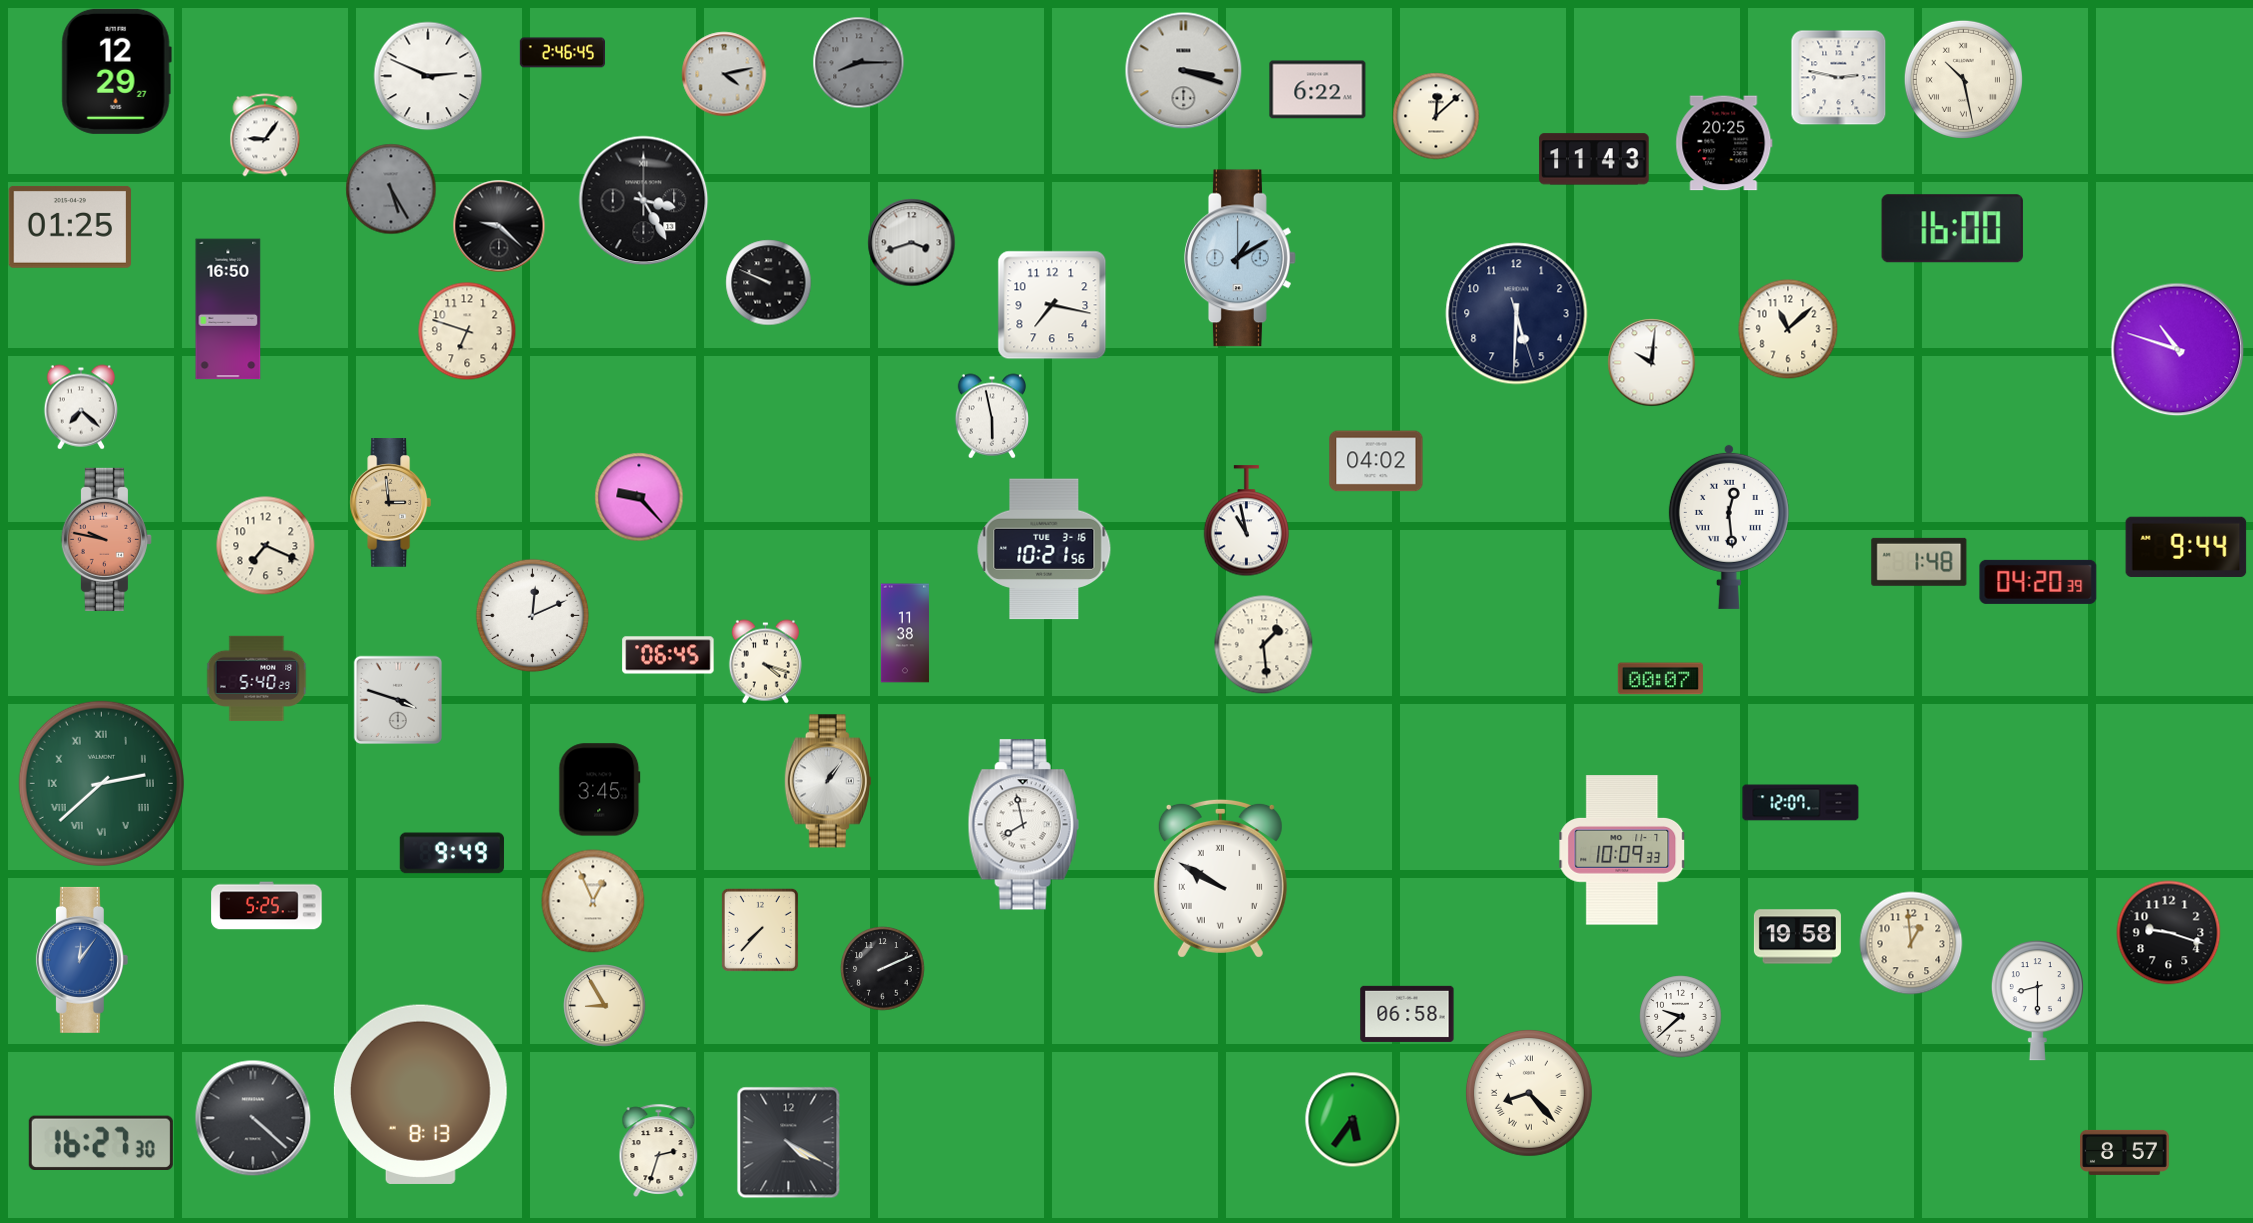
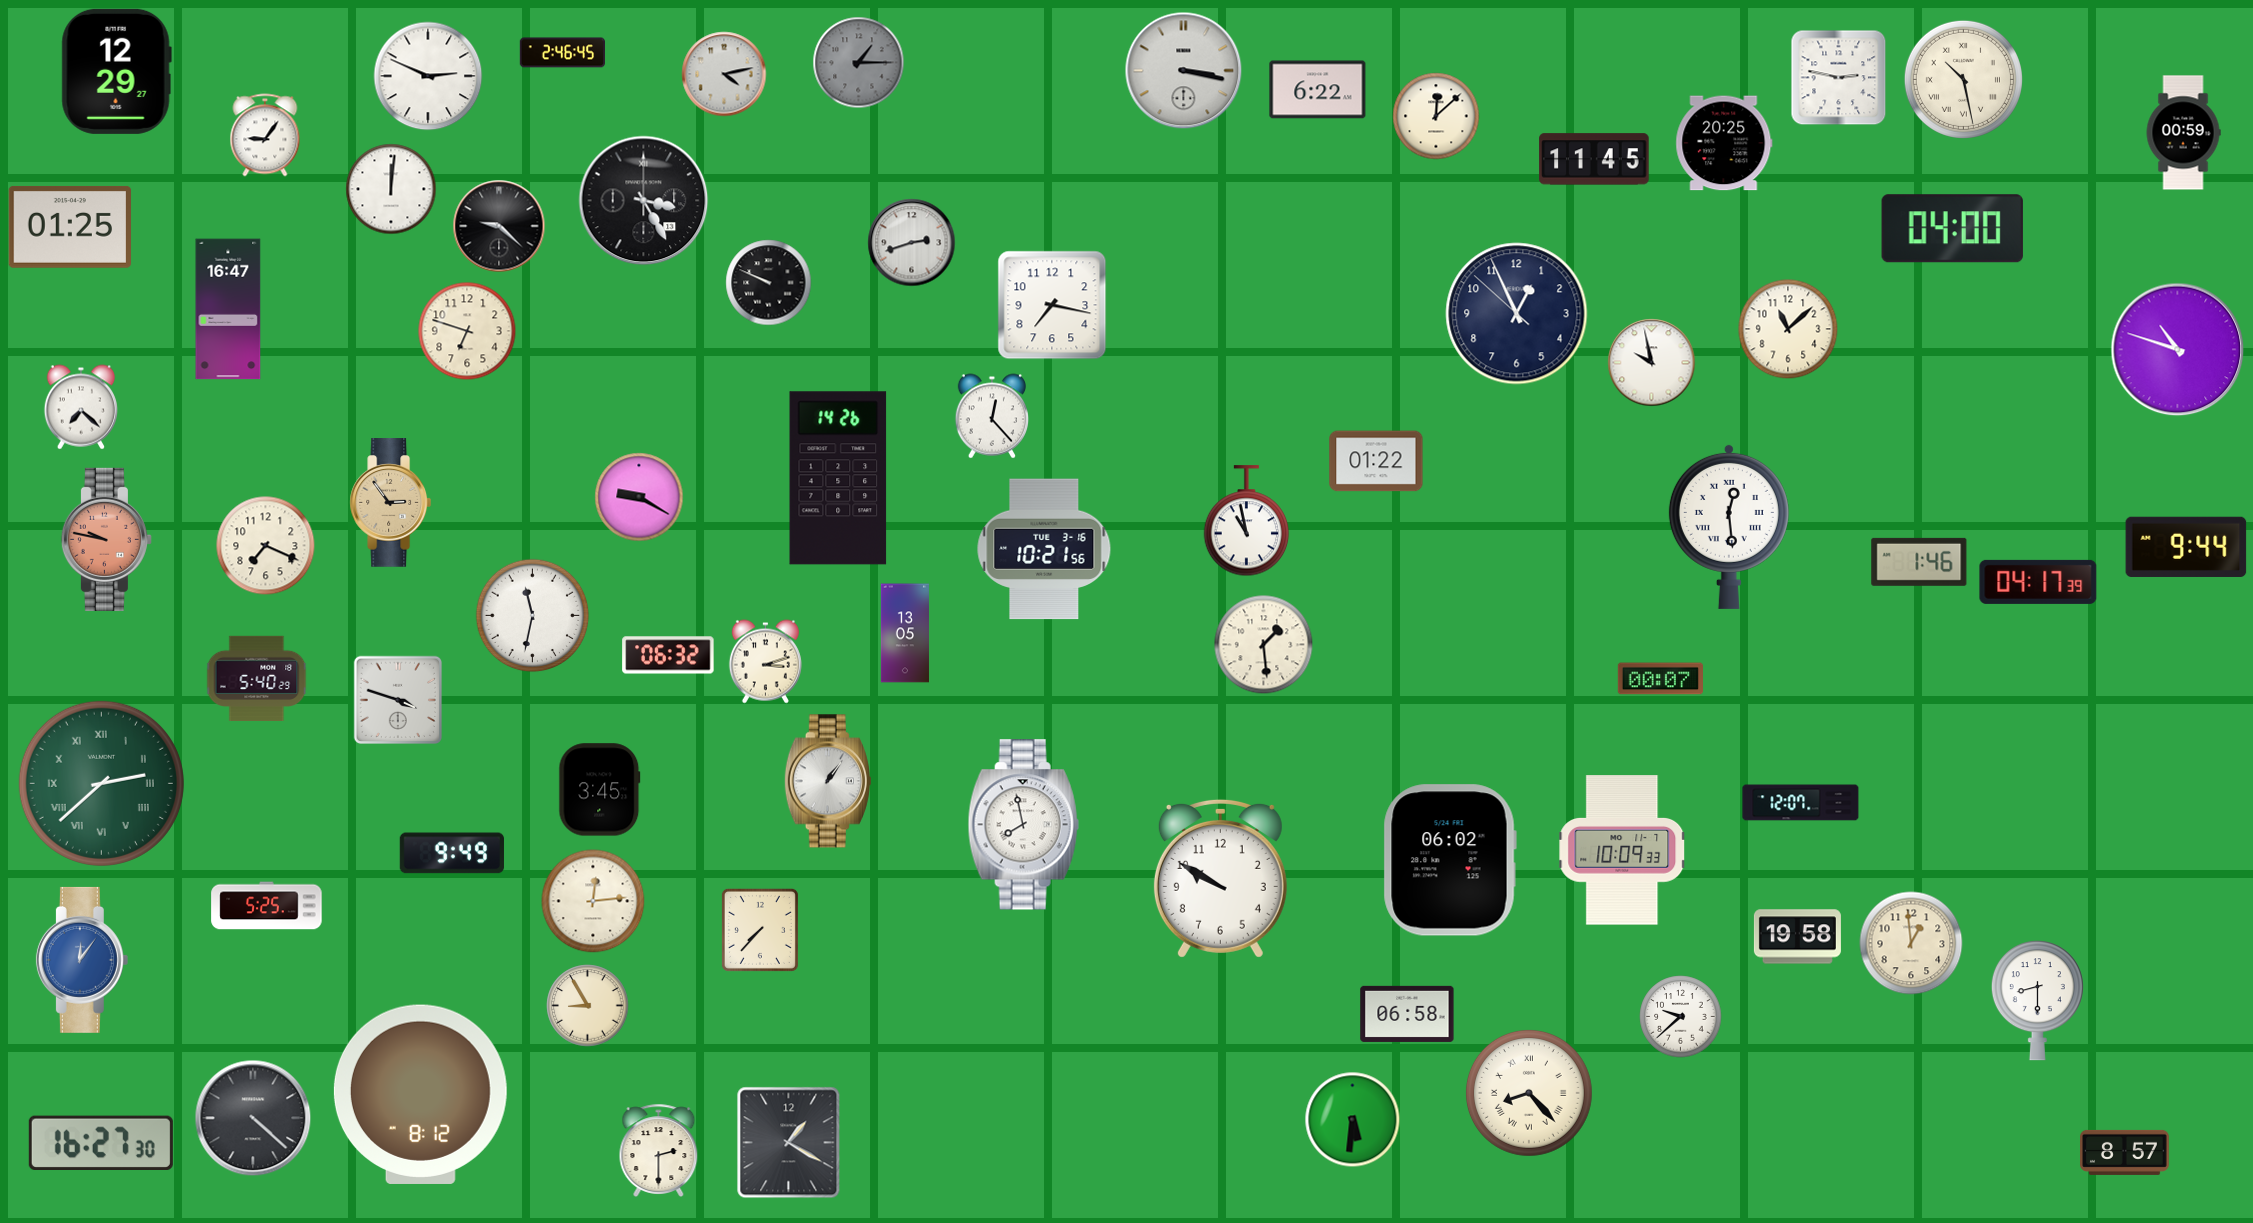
clock at (859, 63): 8:15 -> 1:15
clock at (1184, 71): 3:18 -> 3:17
clock at (2183, 133): none -> 00:59
clock at (1594, 159): 11:43 -> 11:45
clock at (391, 189): 5:25 -> 12:01
clock at (391, 189) dial: grey -> white
clock at (1952, 229): 16:00 -> 04:00
clock at (912, 243): 3:42 -> 2:42
clock at (1241, 258): 1:10 -> none
clock at (228, 309): 16:50 -> 16:47
clock at (1517, 314): 5:30 -> 12:55
clock at (1652, 363): 10:01 -> 9:58
clock at (991, 416): 5:58 -> 12:23
clock at (1376, 461): 04:02 -> 01:22
clock at (838, 478): none -> 14:26
clock at (639, 497): 9:23 -> 9:20
clock at (390, 503): 2:59 -> 2:54
clock at (1919, 562): 1:48 -> 1:46
clock at (2038, 582): 04:20 -> 04:17
clock at (533, 616): 12:11 -> 11:32
clock at (905, 633): 11:38 -> 13:05
clock at (668, 655): 06:45 -> 06:32
clock at (765, 662): 4:18 -> 3:12
clock at (1450, 860): none -> 06:02
clock at (1220, 878) numerals: Roman -> Arabic
clock at (593, 901): 12:56 -> 12:14
clock at (2169, 933): 9:18 -> none
clock at (883, 969): 2:11 -> none
clock at (605, 1006) position: (605, 1006) -> (588, 1006)
clock at (420, 1094): 8:13 -> 8:12
clock at (1353, 1120): 5:36 -> 5:31
clock at (789, 1143): 4:20 -> 1:20
clock at (659, 1150): 2:33 -> 2:30
